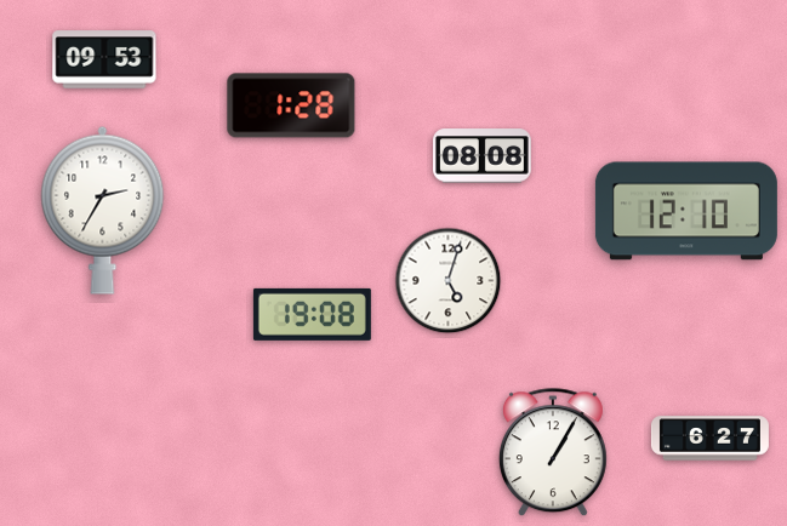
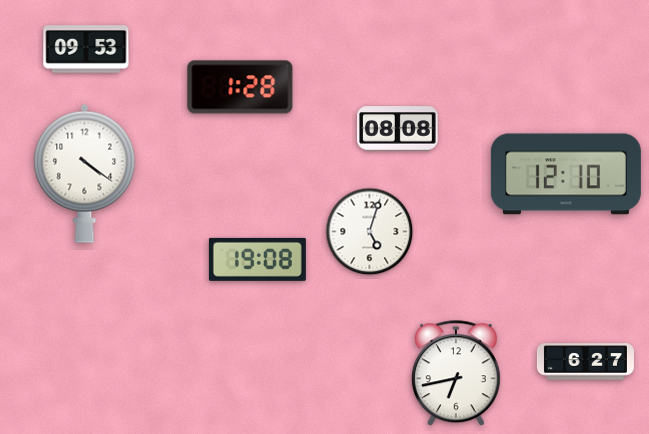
clock at (103, 210): 2:35 -> 4:21
clock at (553, 453): 1:05 -> 6:43
